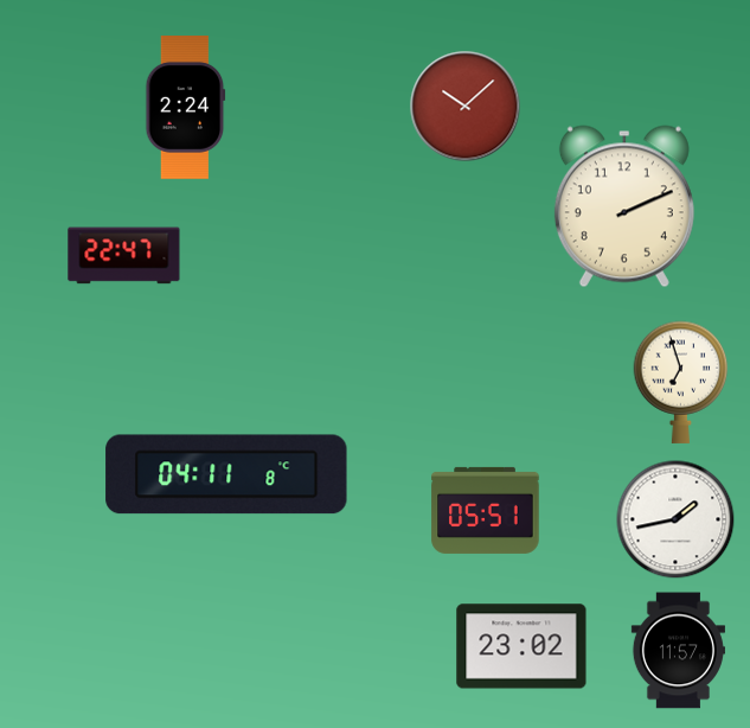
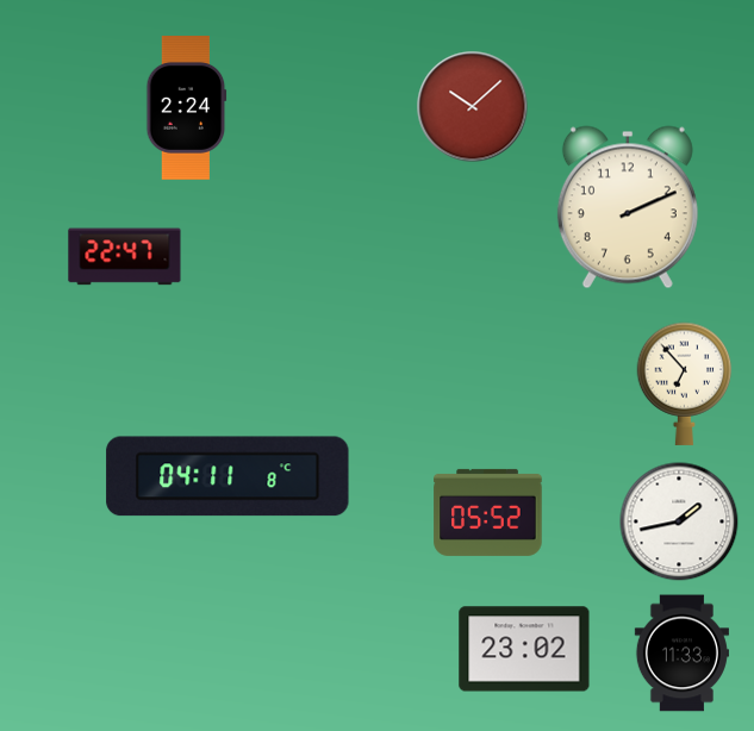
clock at (466, 107) position: (466, 107) -> (473, 107)
clock at (681, 382): 6:57 -> 6:53
clock at (486, 510): 05:51 -> 05:52
clock at (678, 651): 11:57 -> 11:33
